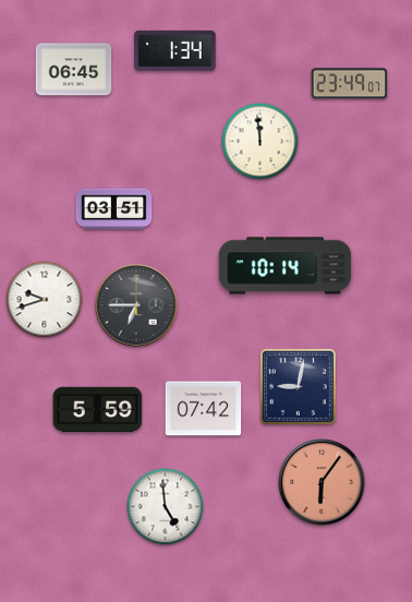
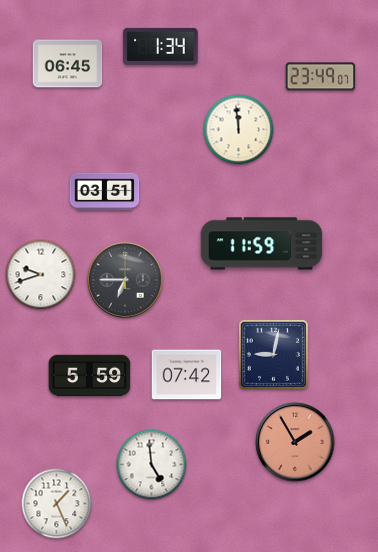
clock at (286, 266): 10:14 -> 11:59
clock at (322, 482): 6:06 -> 1:55
clock at (57, 504): none -> 1:26
